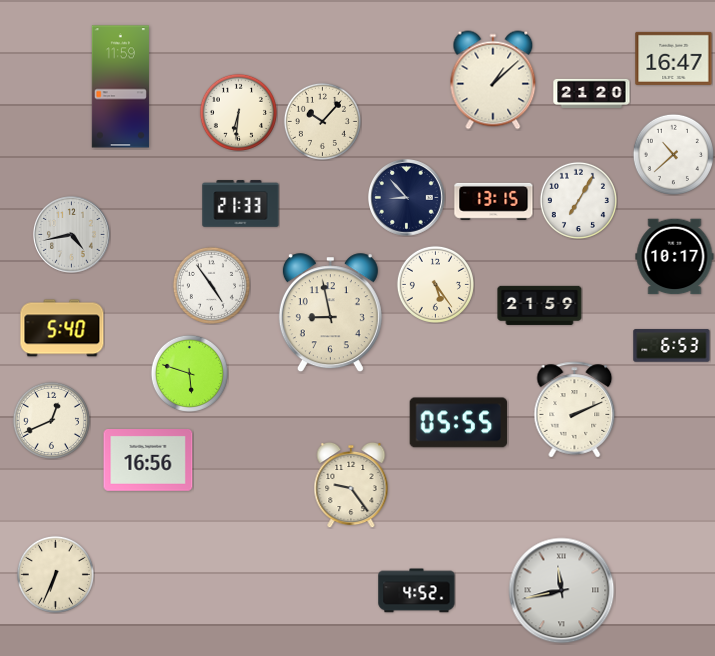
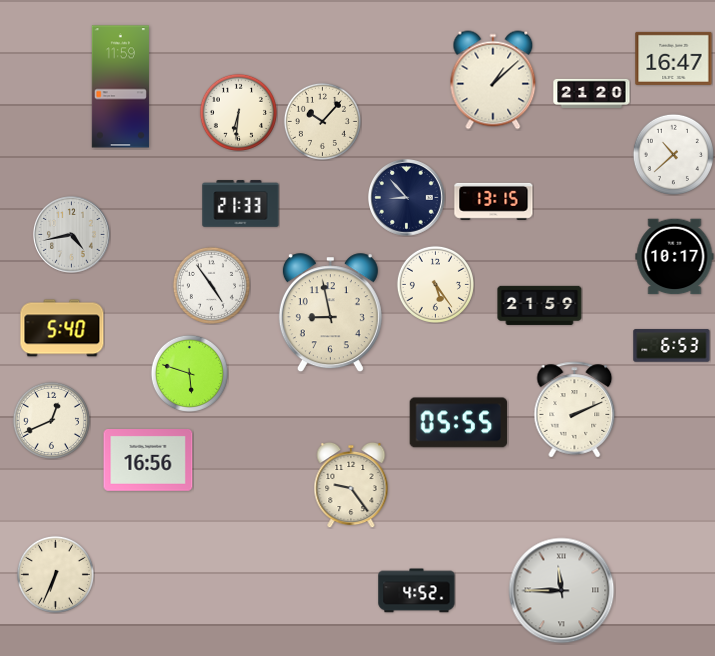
clock at (578, 200): 7:05 -> none
clock at (562, 591): 11:43 -> 11:45
